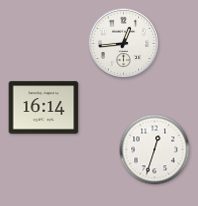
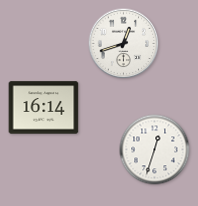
clock at (124, 44): 12:44 -> 12:42
